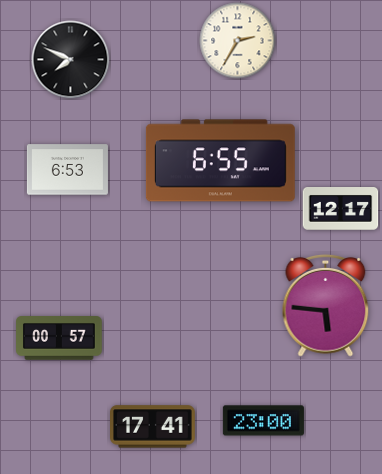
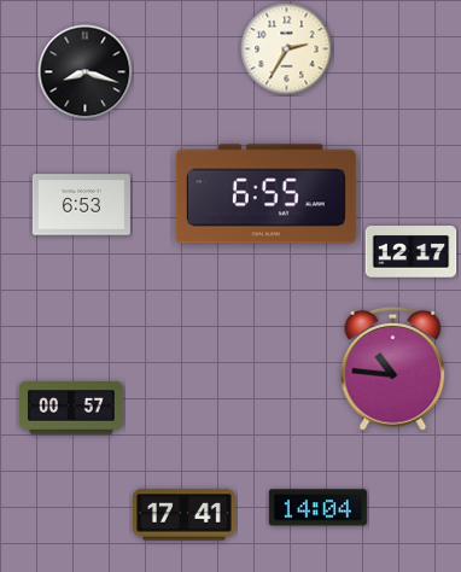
clock at (71, 60): 7:49 -> 8:18
clock at (326, 306): 5:46 -> 10:46
clock at (263, 421): 23:00 -> 14:04
